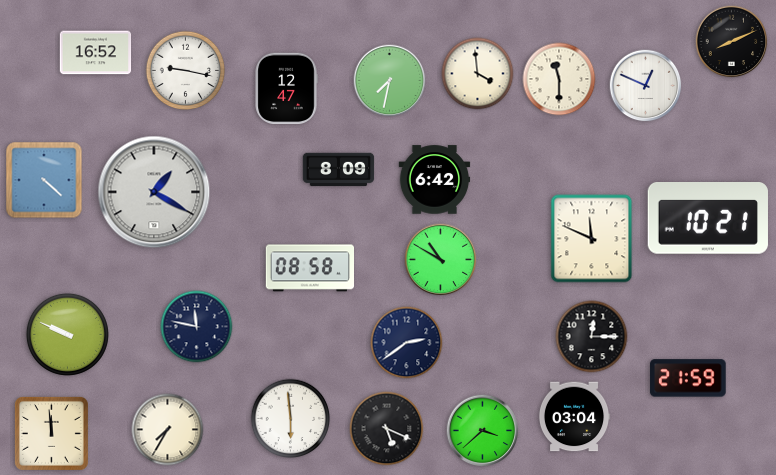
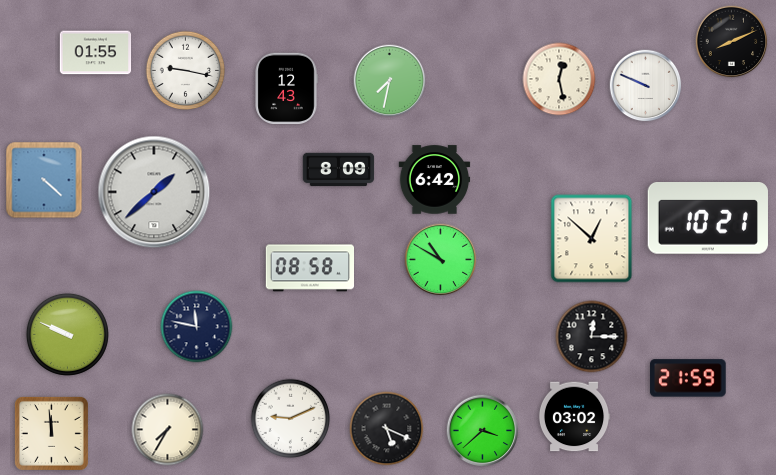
clock at (96, 53): 16:52 -> 01:55
clock at (478, 74): 3:59 -> none
clock at (559, 79): 11:30 -> 12:28
clock at (646, 86): 12:49 -> 9:49
clock at (286, 89): 12:47 -> 12:43
clock at (154, 192): 1:20 -> 1:38
clock at (592, 239): 11:49 -> 12:52
clock at (407, 343): 2:39 -> none
clock at (574, 417): 03:04 -> 03:02
clock at (291, 419): 5:59 -> 9:11
